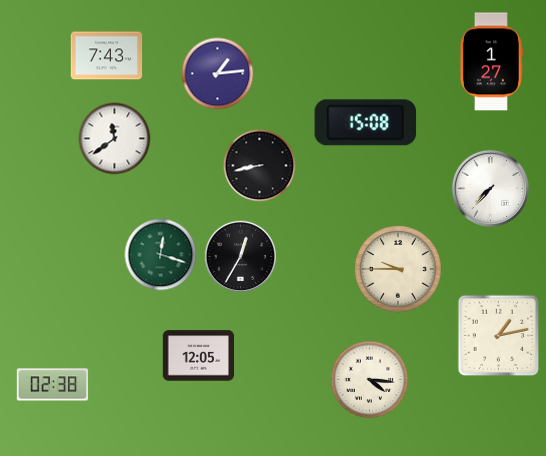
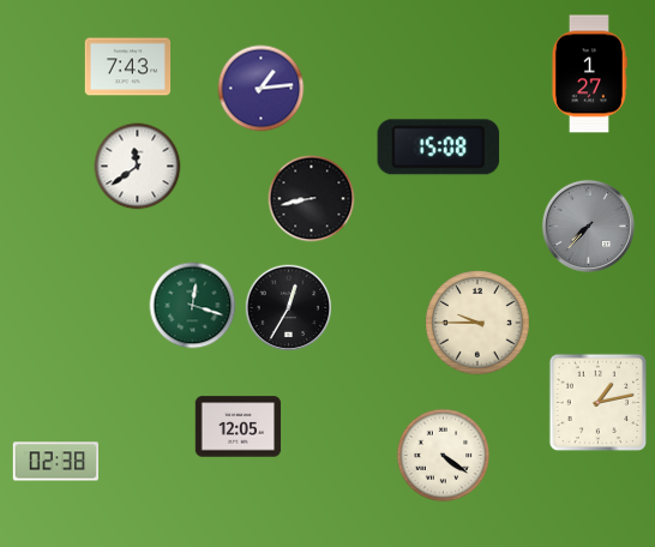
clock at (490, 188) dial: white -> grey
clock at (370, 380): 4:16 -> 4:21
clock at (53, 385) position: (53, 385) -> (56, 462)
